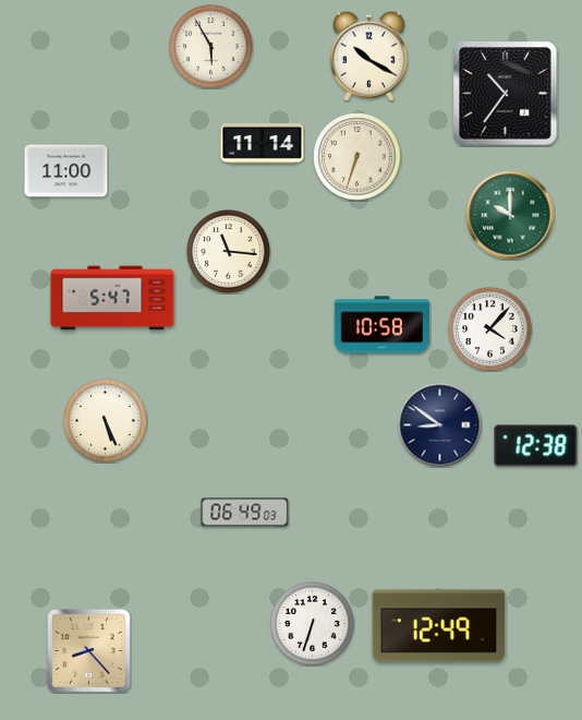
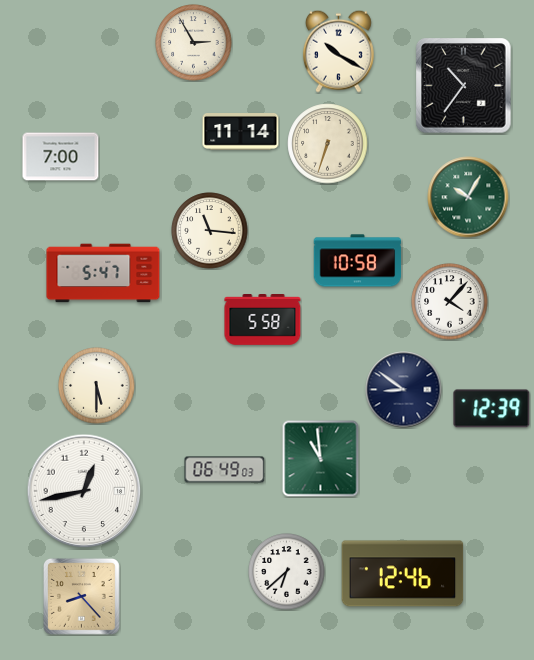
clock at (211, 47): 5:55 -> 2:55
clock at (66, 171): 11:00 -> 7:00
clock at (510, 215): 10:00 -> 10:05
clock at (383, 325) position: (383, 325) -> (358, 261)
clock at (263, 320): none -> 5:58
clock at (106, 421): 5:26 -> 5:30
clock at (536, 446): 12:38 -> 12:39
clock at (321, 459): none -> 10:59
clock at (84, 491): none -> 12:43
clock at (313, 624): 6:33 -> 6:38
clock at (439, 626): 12:49 -> 12:46
